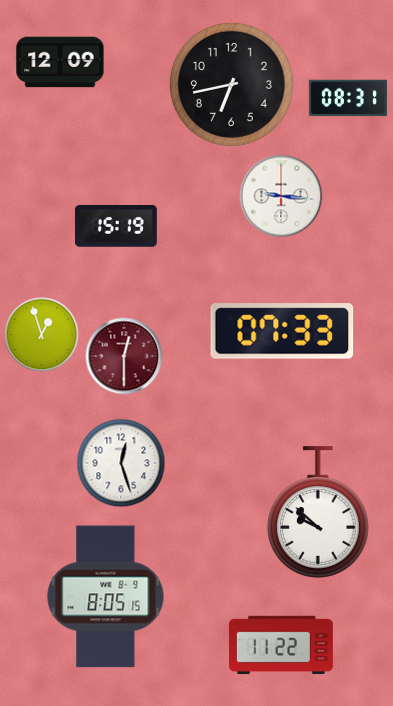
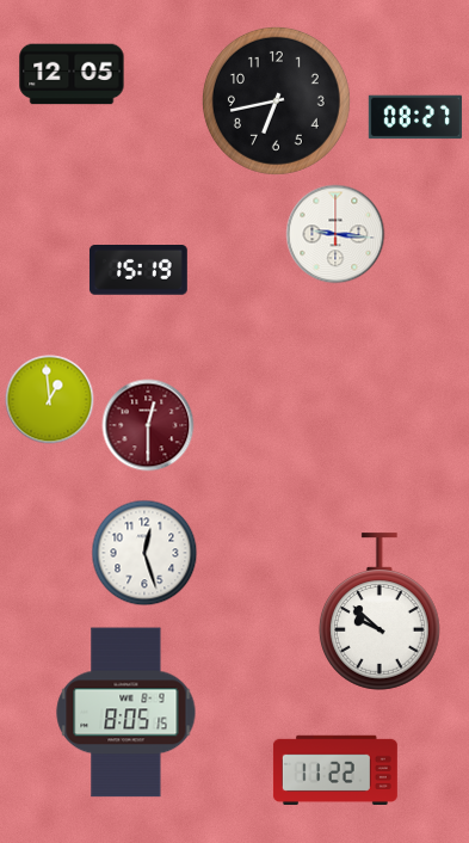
clock at (60, 62): 12:09 -> 12:05
clock at (347, 98): 08:31 -> 08:27
clock at (282, 331): 07:33 -> none
clock at (42, 335): 12:57 -> 12:59
